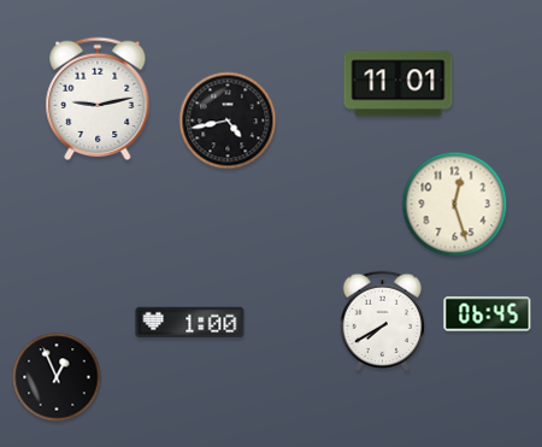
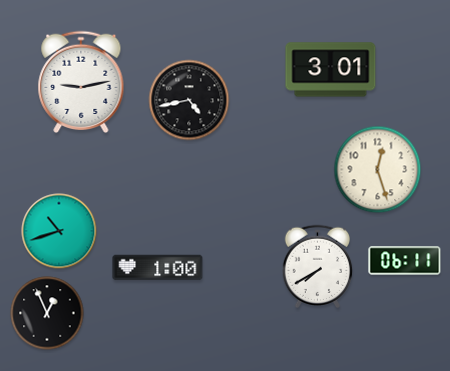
clock at (399, 84): 11:01 -> 3:01
clock at (59, 231): none -> 10:42
clock at (488, 314): 06:45 -> 06:11
